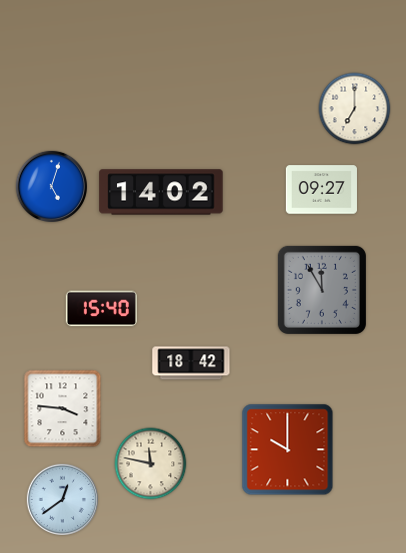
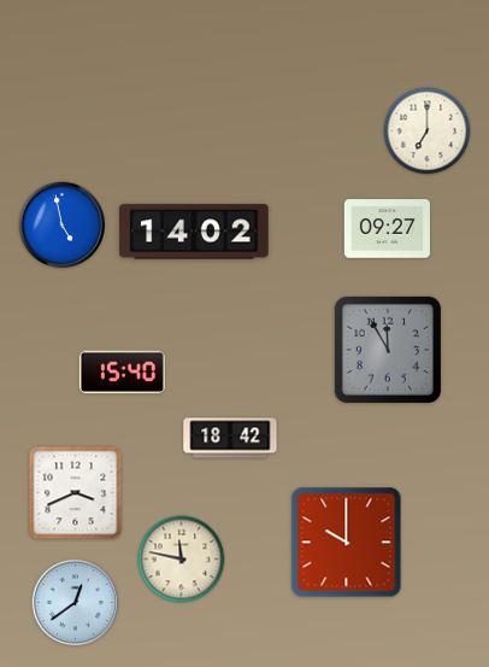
clock at (51, 186): 5:03 -> 4:58
clock at (63, 409): 3:46 -> 3:41
